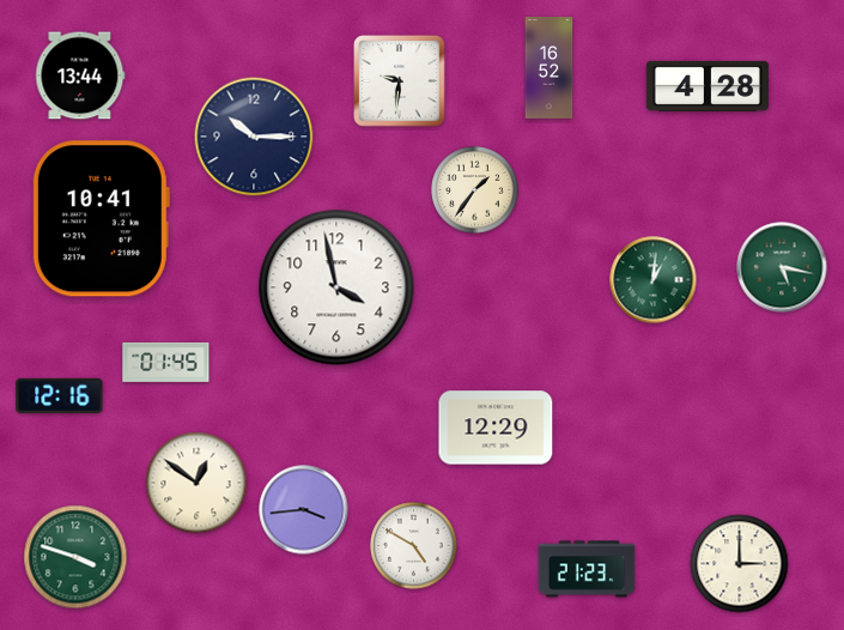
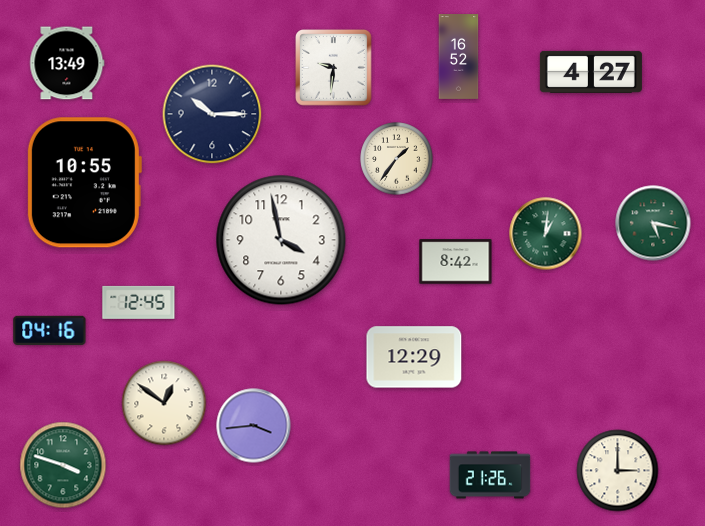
clock at (80, 75): 13:44 -> 13:49
clock at (708, 86): 4:28 -> 4:27
clock at (101, 219): 10:41 -> 10:55
clock at (456, 262): none -> 8:42
clock at (166, 362): 01:45 -> 12:45
clock at (60, 395): 12:16 -> 04:16
clock at (414, 546): 4:50 -> none
clock at (587, 569): 21:23 -> 21:26
